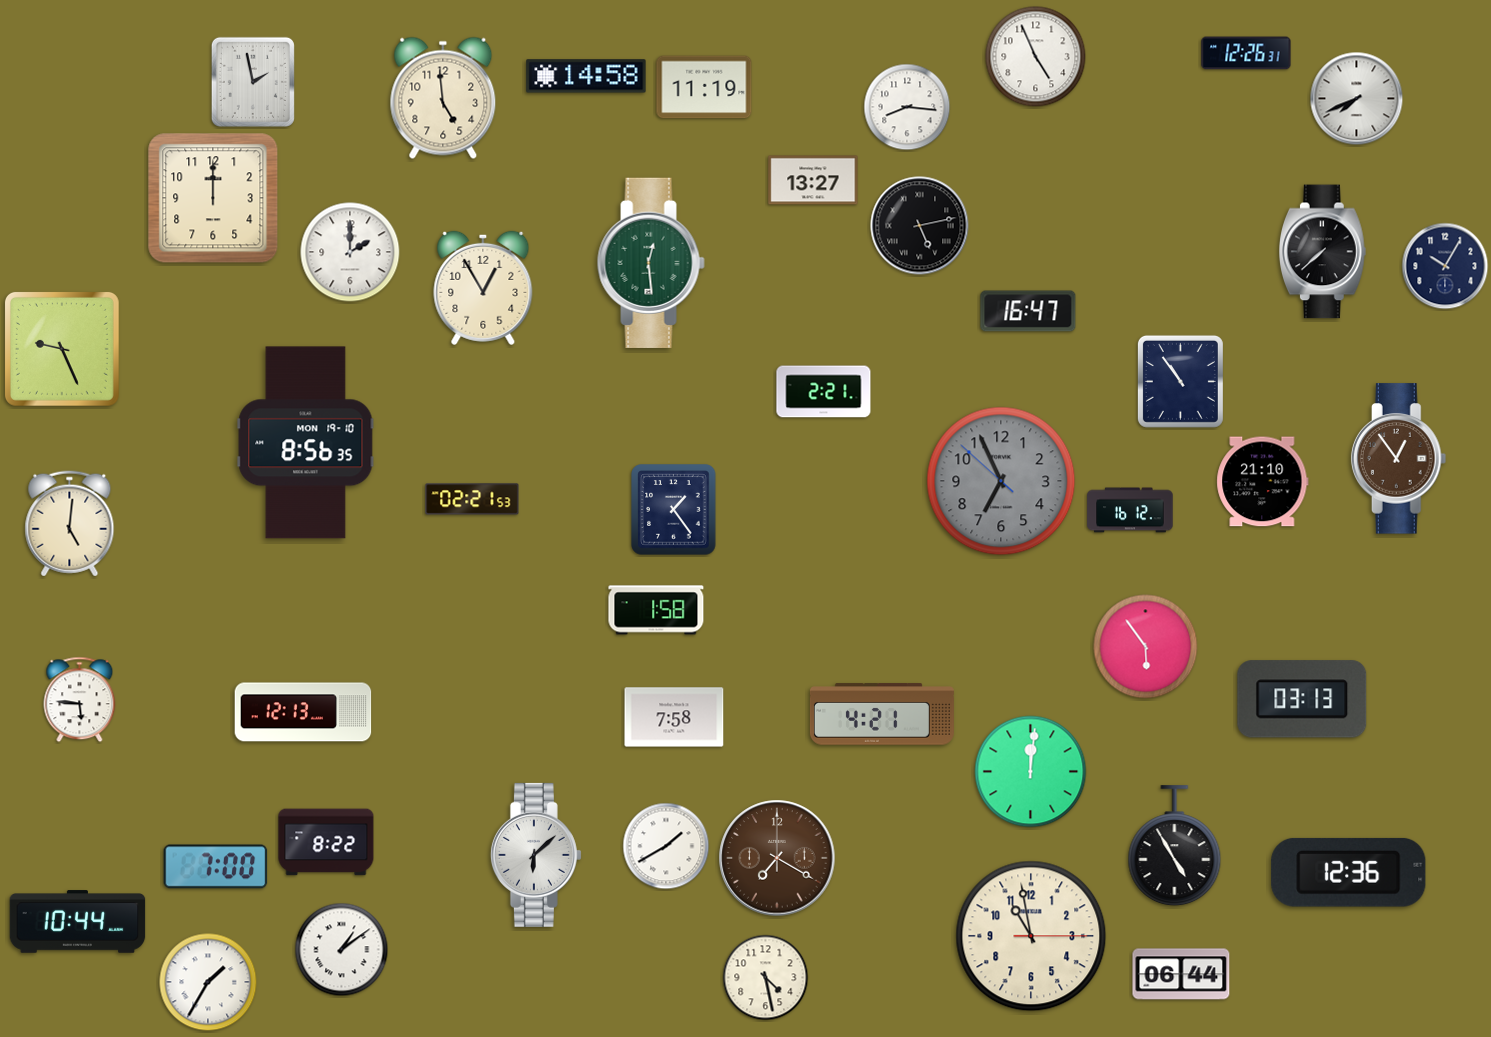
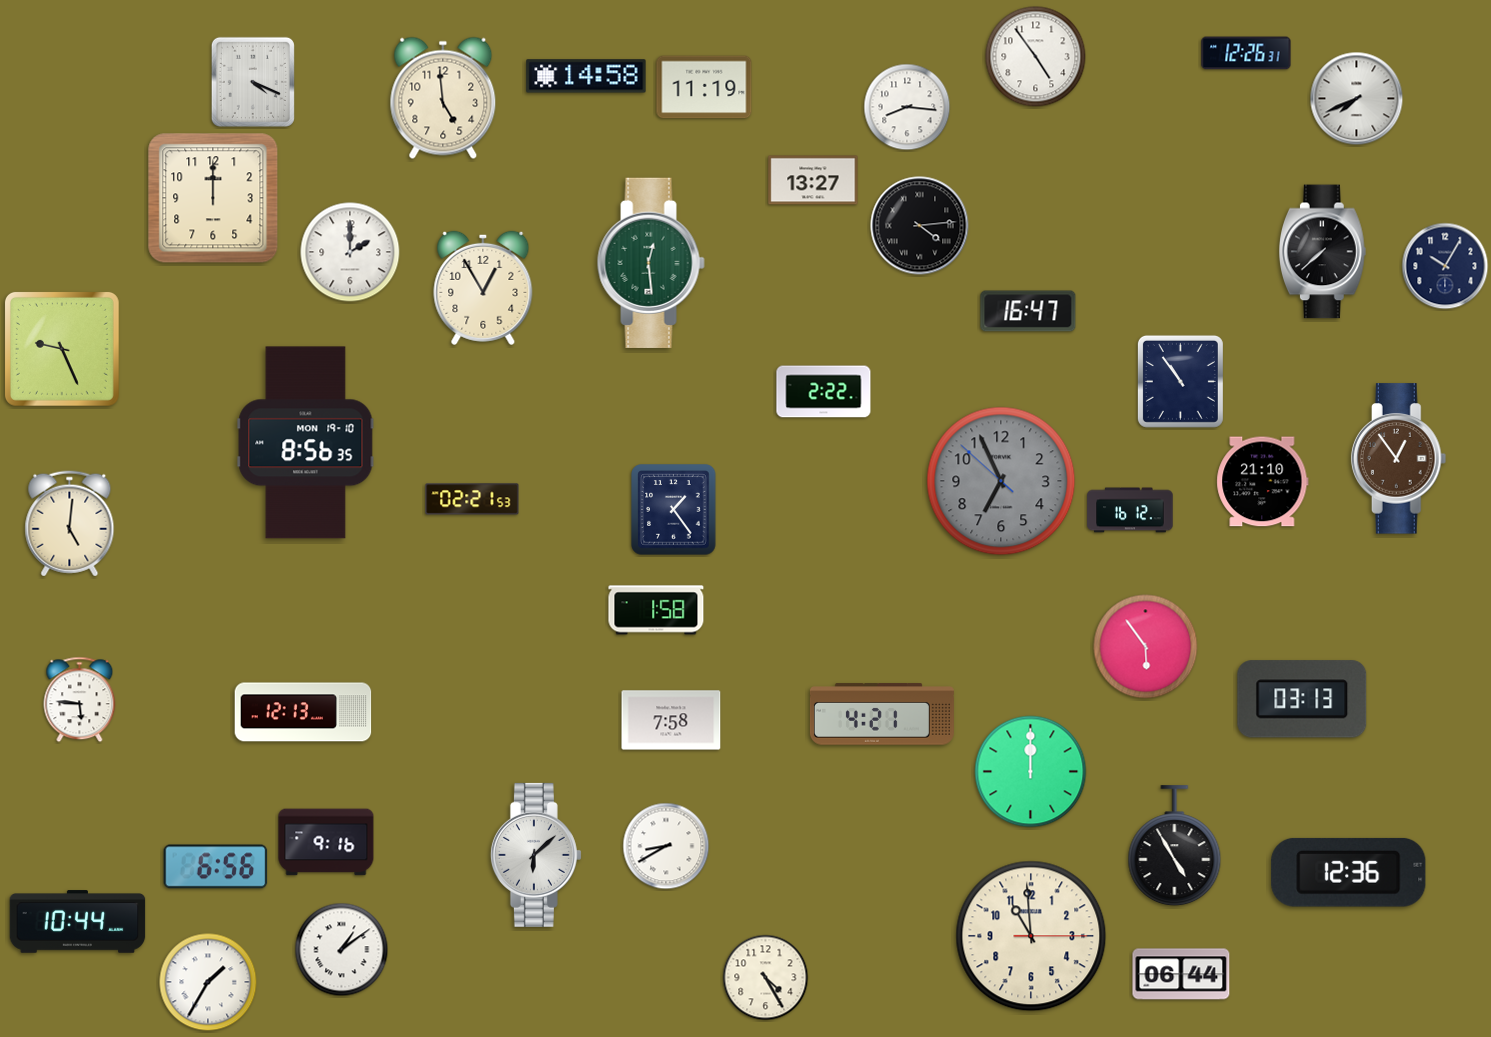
clock at (1036, 57): 4:56 -> 4:54
clock at (253, 82): 1:58 -> 4:19
clock at (920, 226): 5:13 -> 4:14
clock at (824, 392): 2:21 -> 2:22
clock at (674, 717) position: (674, 717) -> (671, 720)
clock at (1031, 772): 12:01 -> 12:00
clock at (326, 842): 8:22 -> 9:16
clock at (666, 846): 1:40 -> 8:40
clock at (777, 858): 7:20 -> none
clock at (216, 867): 7:00 -> 6:56
clock at (1031, 936): 10:58 -> 10:59
clock at (766, 978): 4:28 -> 4:25
